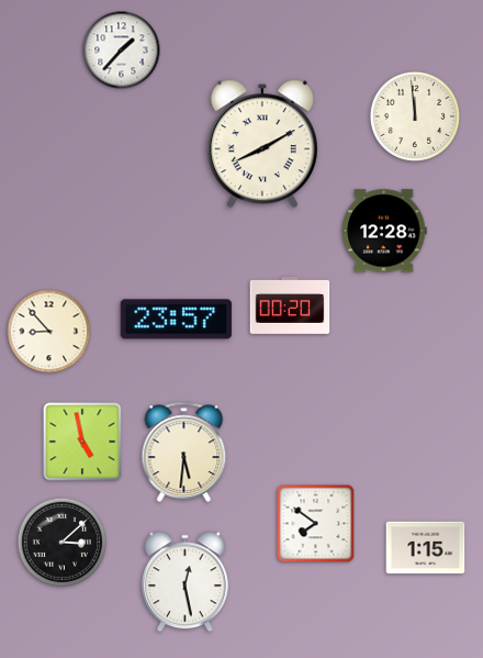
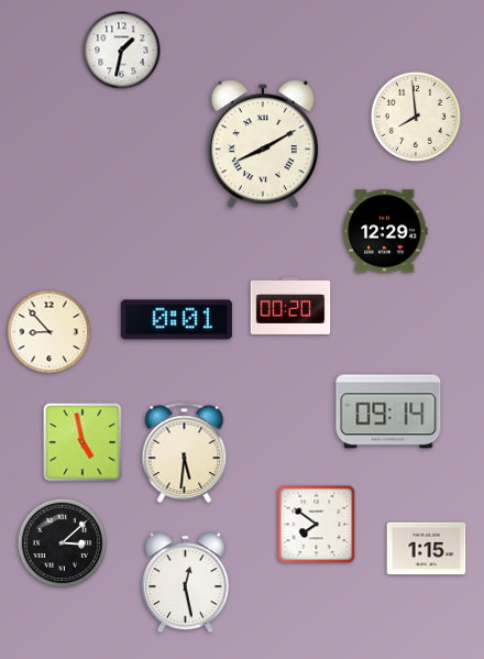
clock at (122, 51): 1:37 -> 1:32
clock at (414, 115): 11:59 -> 7:59
clock at (384, 231): 12:28 -> 12:29
clock at (176, 320): 23:57 -> 0:01
clock at (388, 411): none -> 09:14
